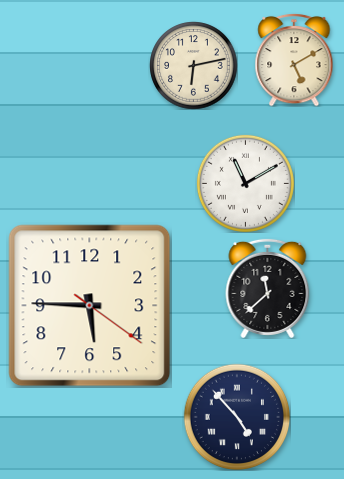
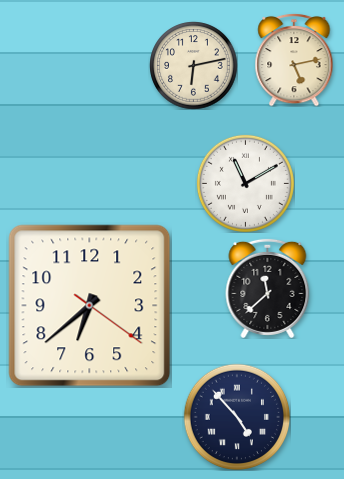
clock at (294, 60): 5:10 -> 5:13
clock at (90, 306): 5:45 -> 6:38
